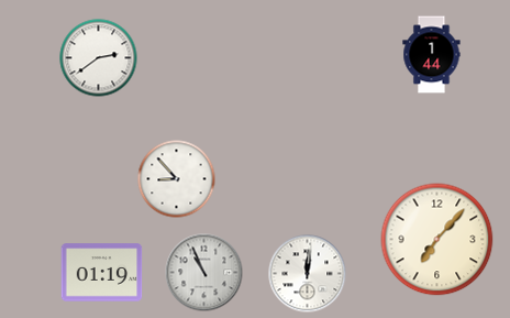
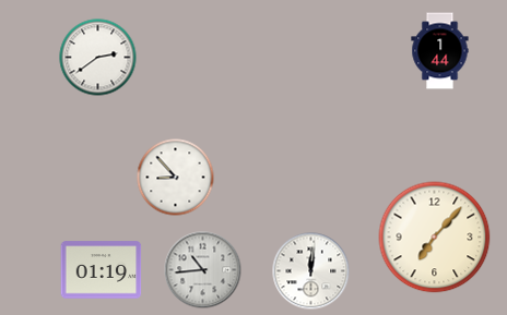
clock at (432, 55) position: (432, 55) -> (440, 51)
clock at (204, 273): 10:56 -> 10:44
clock at (308, 274) position: (308, 274) -> (311, 271)
